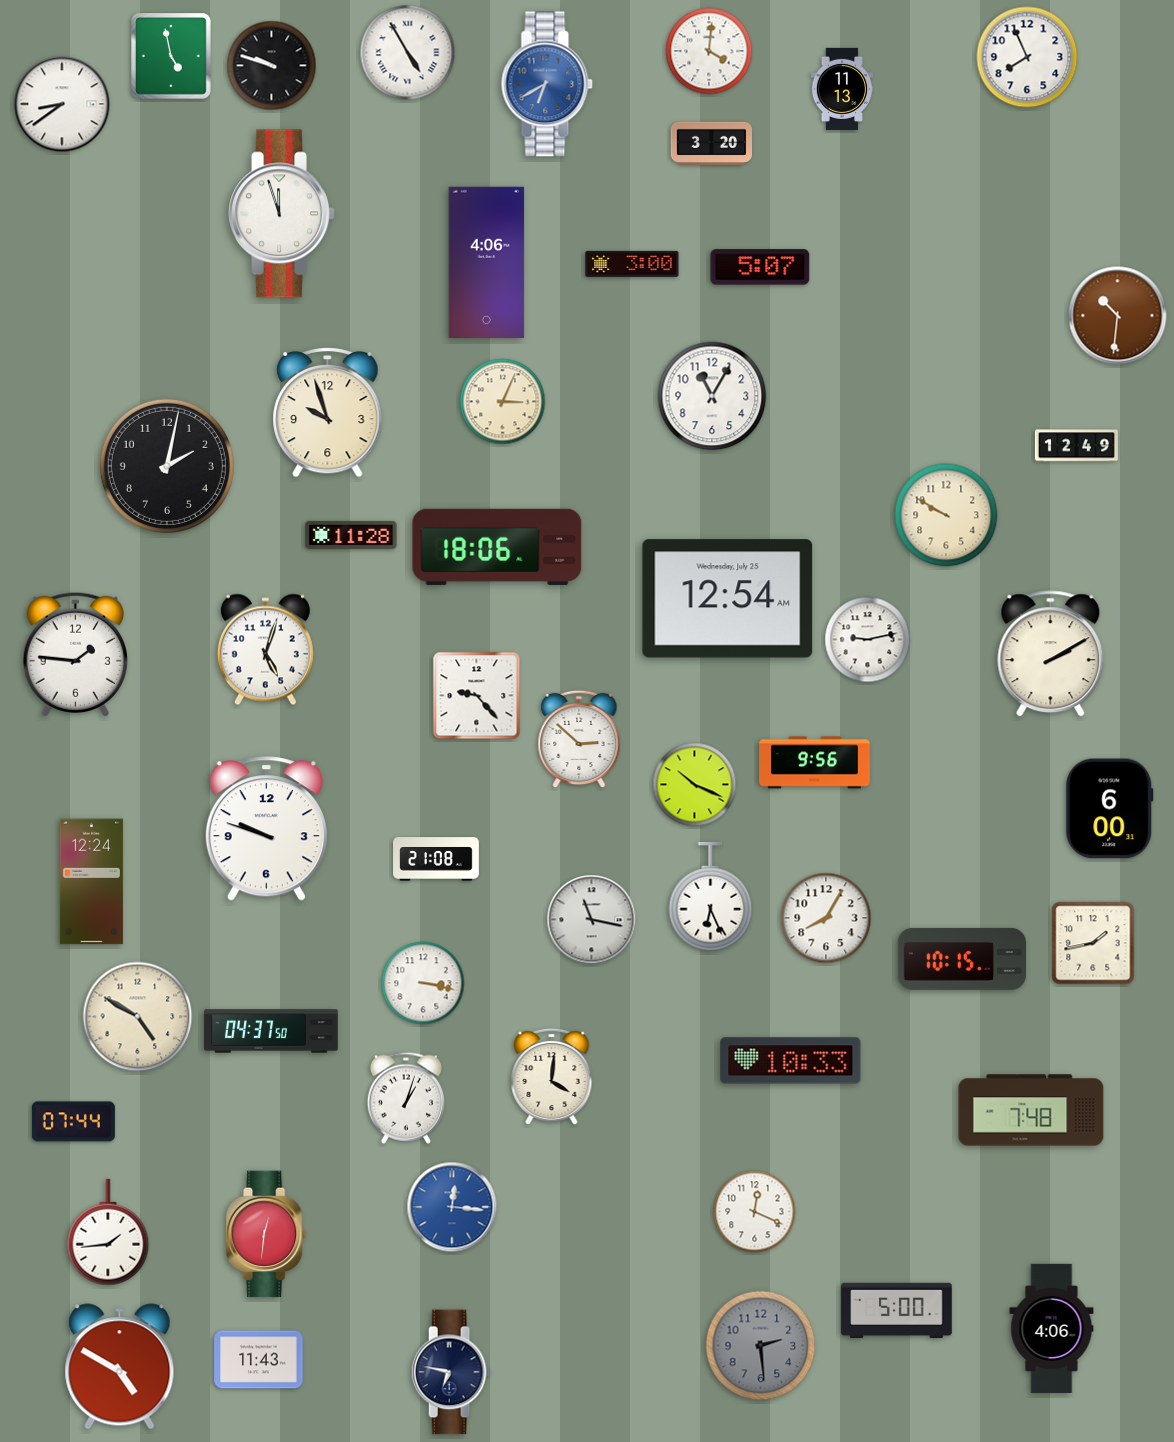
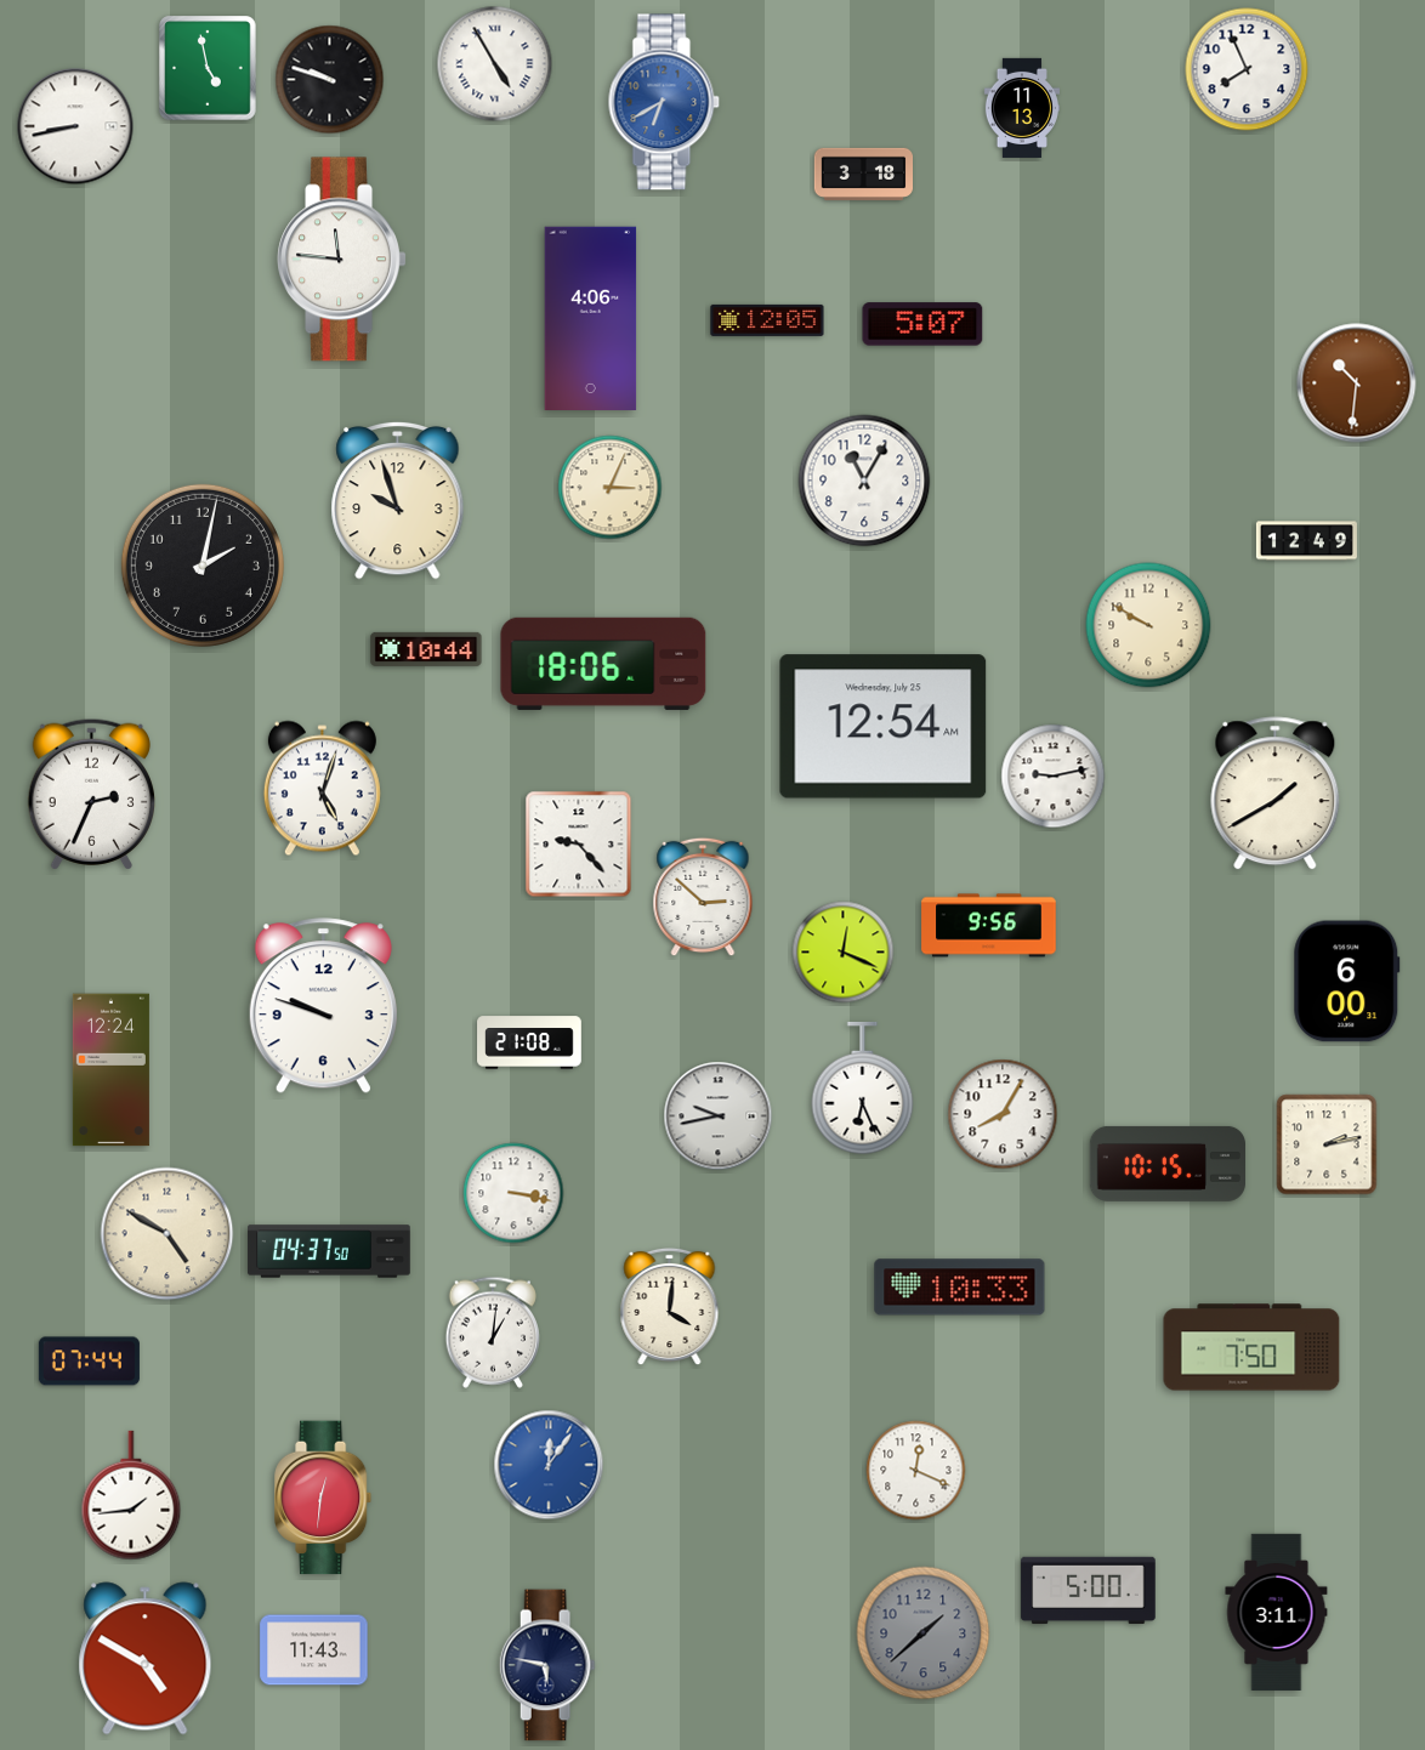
clock at (709, 51): 4:01 -> none
clock at (62, 104): 8:39 -> 8:43
clock at (711, 143): 3:20 -> 3:18
clock at (281, 214): 11:57 -> 11:46
clock at (632, 264): 3:00 -> 12:05
clock at (351, 535): 11:28 -> 10:44
clock at (75, 654): 1:46 -> 2:34
clock at (1051, 654): 2:10 -> 1:40
clock at (695, 785): 10:19 -> 12:19
clock at (592, 920): 11:17 -> 9:43
clock at (1093, 943): 1:43 -> 2:13
clock at (405, 1098): 1:03 -> 1:01
clock at (1031, 1110): 7:48 -> 7:50
clock at (452, 1207): 12:16 -> 12:06
clock at (1052, 1328): 4:06 -> 3:11
clock at (761, 1346): 2:29 -> 1:38
clock at (451, 1372): 6:47 -> 5:47
